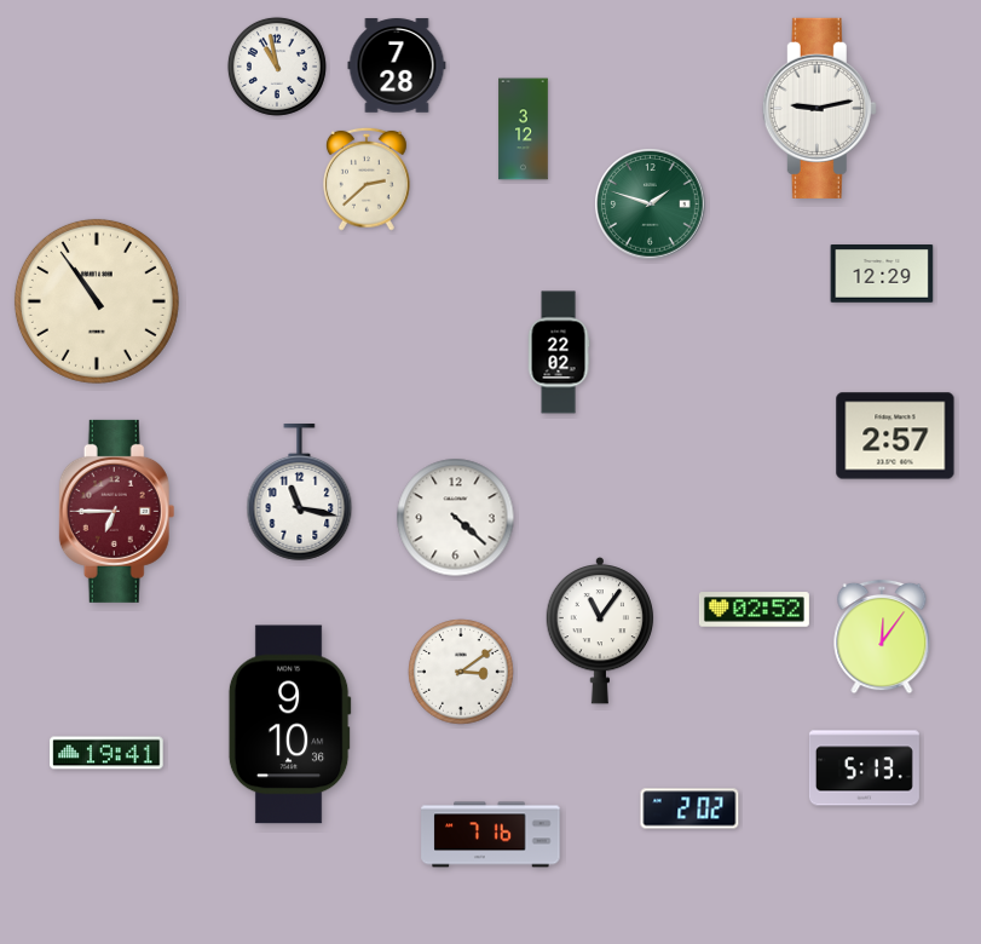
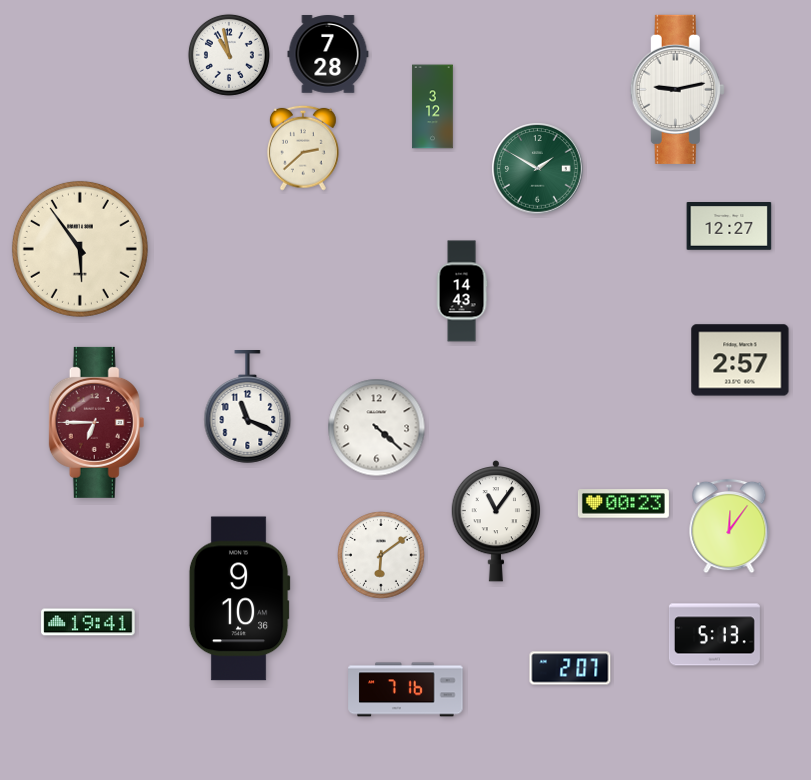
clock at (651, 205): 1:48 -> 1:50
clock at (882, 274): 12:29 -> 12:27
clock at (97, 301): 10:54 -> 5:54
clock at (559, 352): 22:02 -> 14:43
clock at (300, 493): 11:17 -> 11:19
clock at (754, 610): 02:52 -> 00:23
clock at (461, 672): 3:09 -> 6:09
clock at (689, 808): 2:02 -> 2:07
